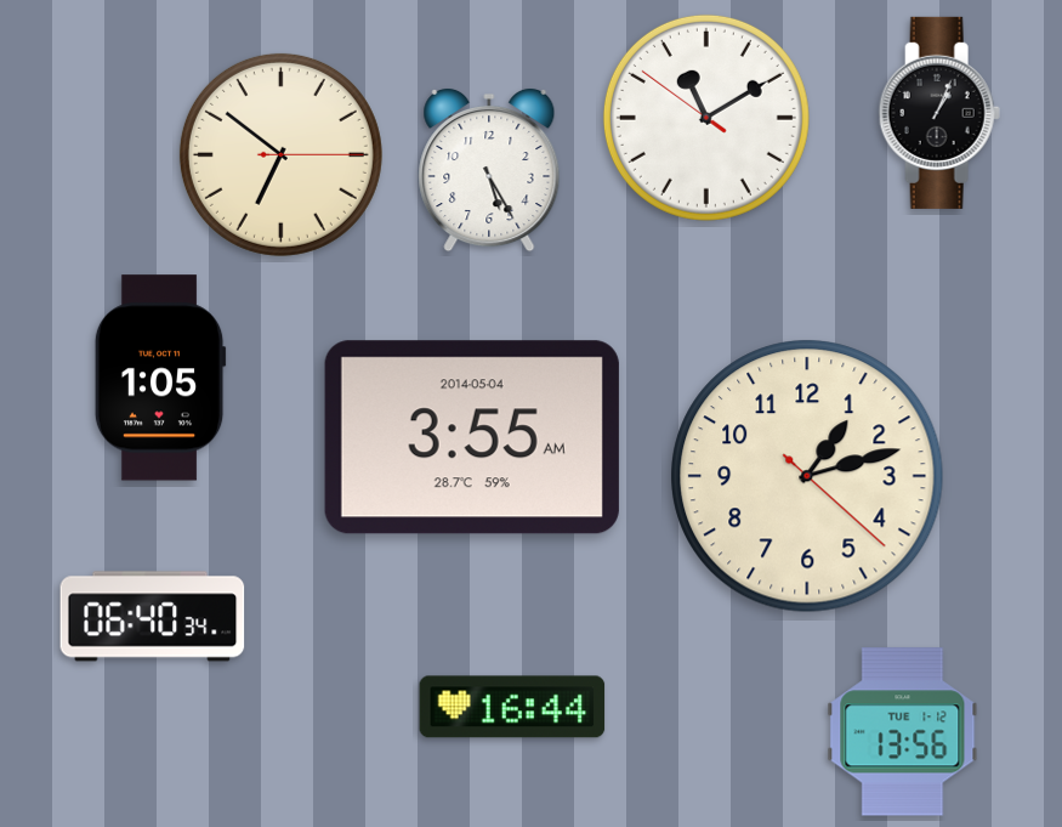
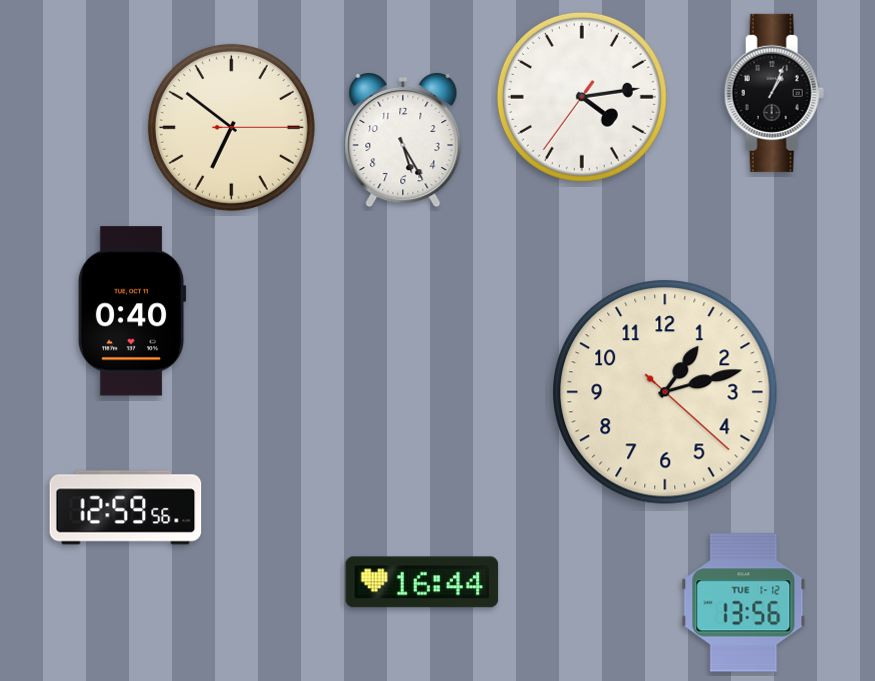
clock at (706, 118): 11:09 -> 4:13
clock at (160, 378): 1:05 -> 0:40
clock at (472, 437): 3:55 -> none
clock at (153, 617): 06:40 -> 12:59
